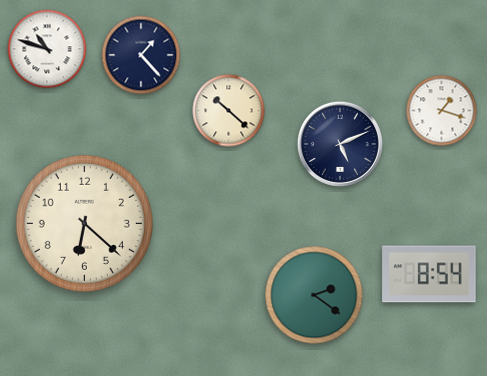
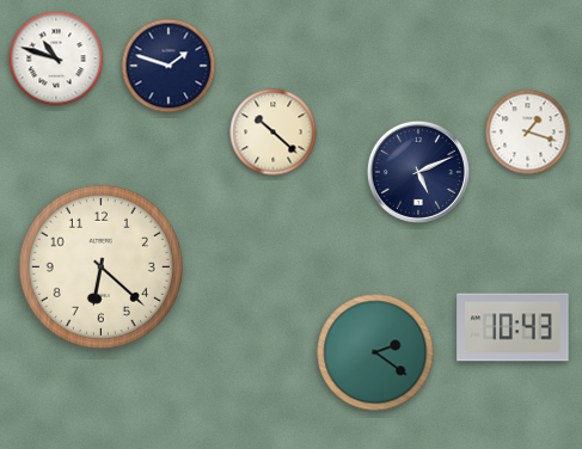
clock at (141, 55): 1:23 -> 1:48
clock at (340, 144) position: (340, 144) -> (418, 172)
clock at (429, 274): 8:54 -> 10:43
